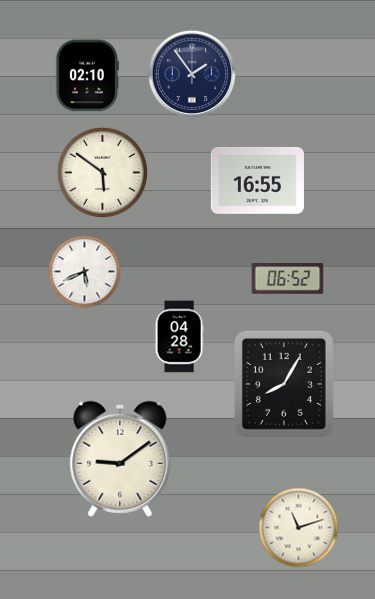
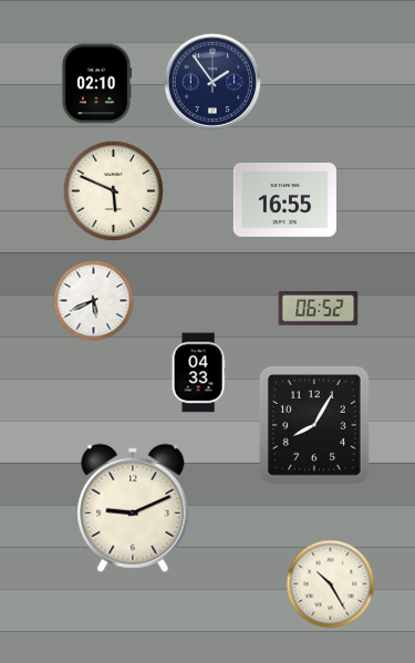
clock at (102, 172): 5:51 -> 5:49
clock at (179, 337): 04:28 -> 04:33
clock at (120, 459): 9:09 -> 9:11
clock at (299, 528): 11:12 -> 10:25
